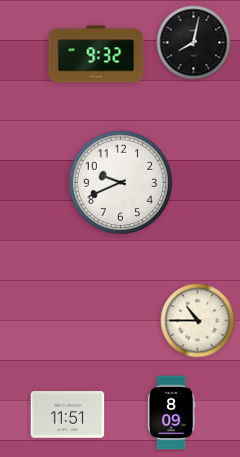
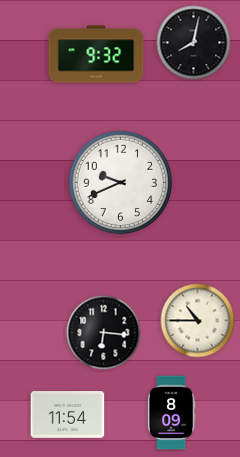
clock at (104, 333): none -> 6:16
clock at (68, 415): 11:51 -> 11:54
